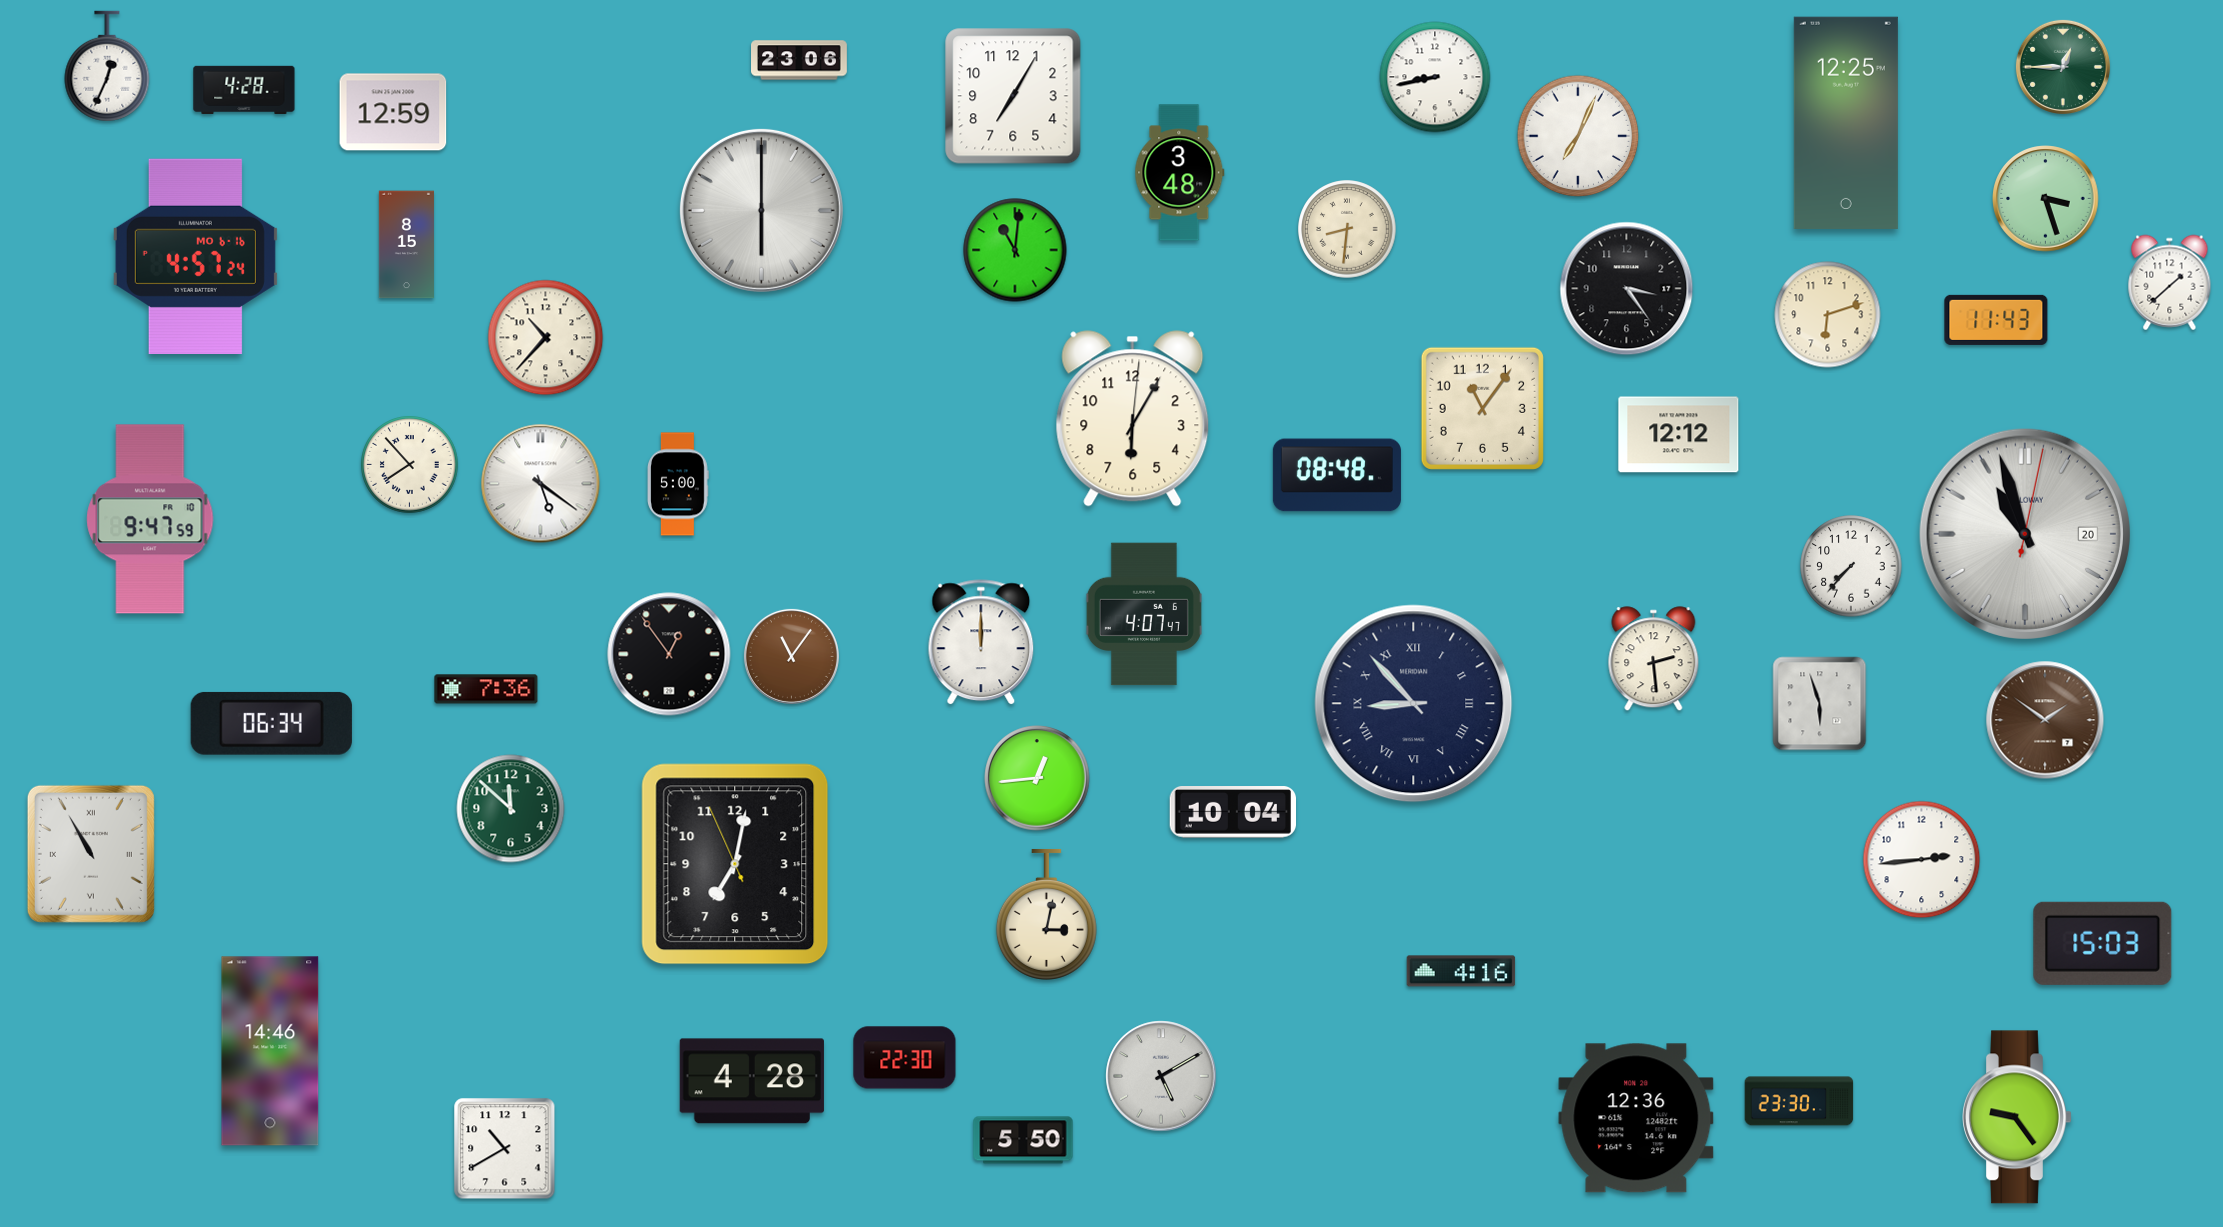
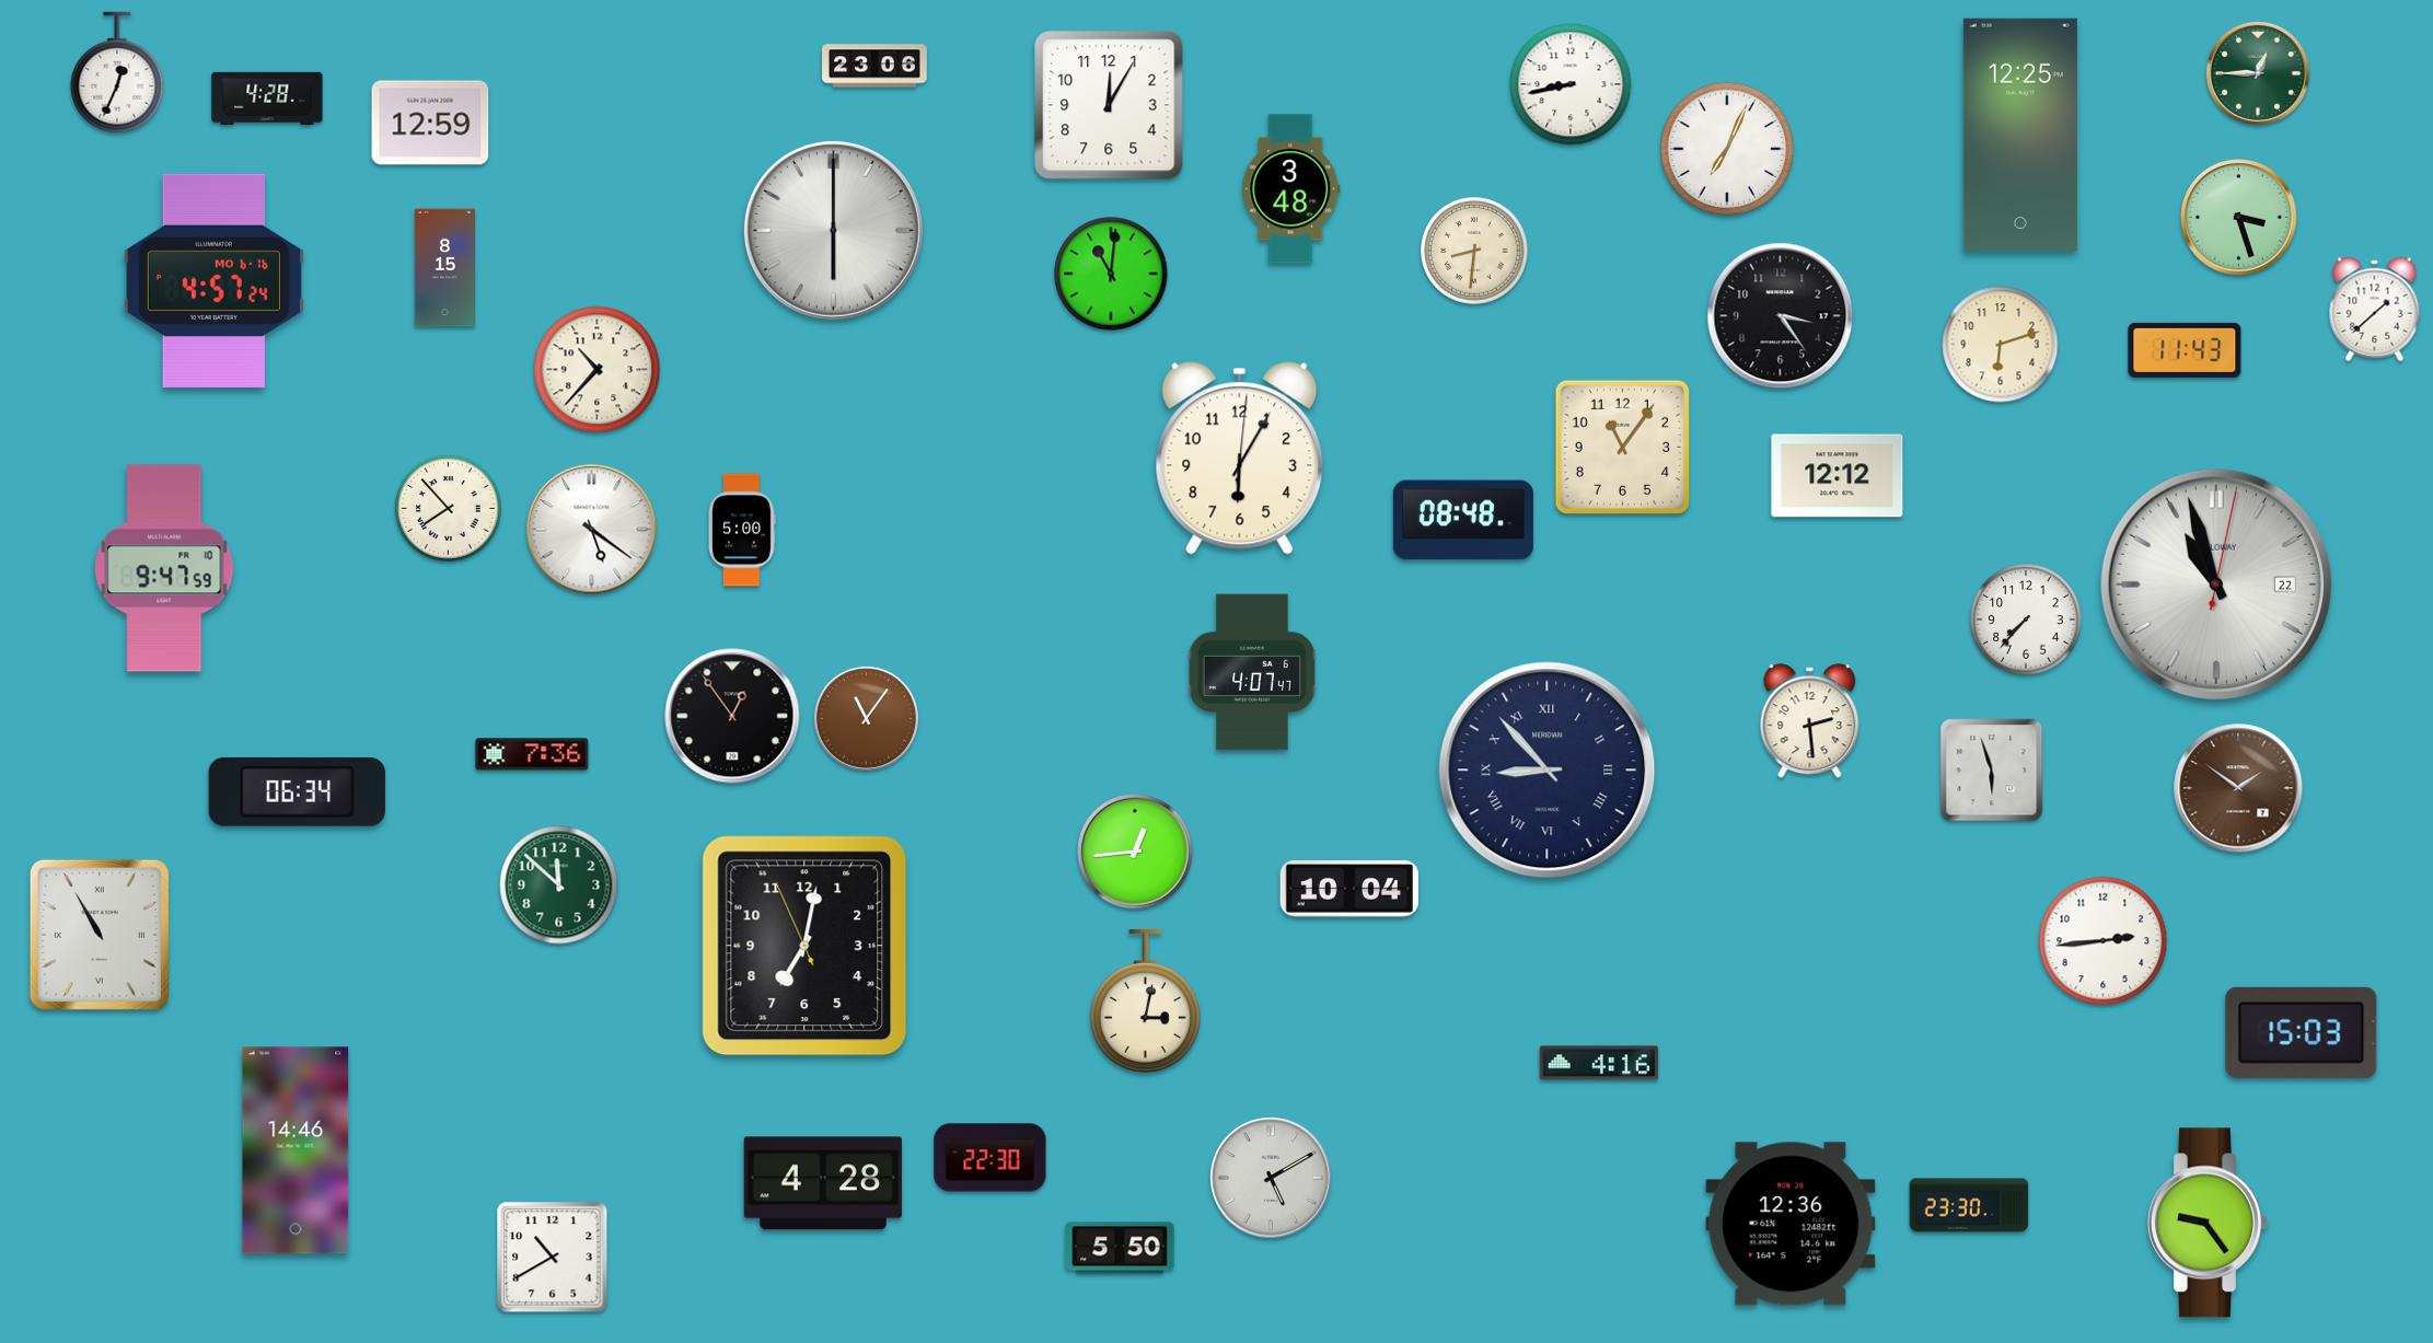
clock at (1013, 96): 7:05 -> 12:05
clock at (2025, 534) date: 20 -> 22
clock at (981, 643): 12:00 -> none
